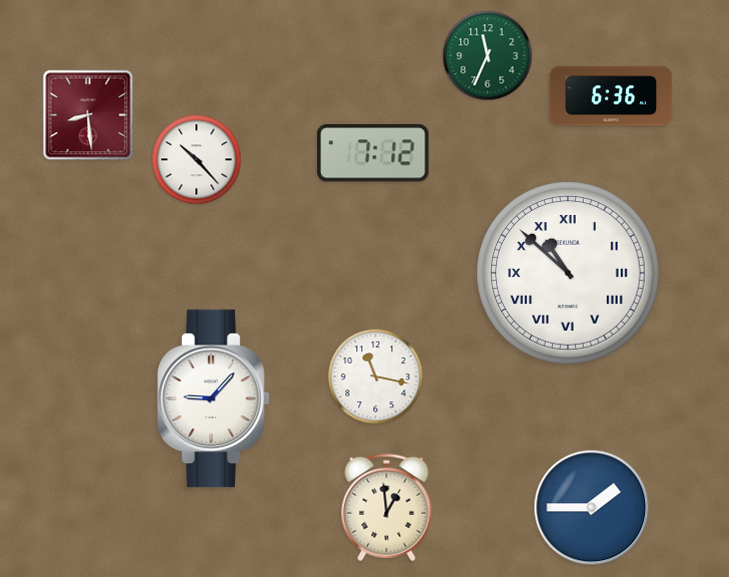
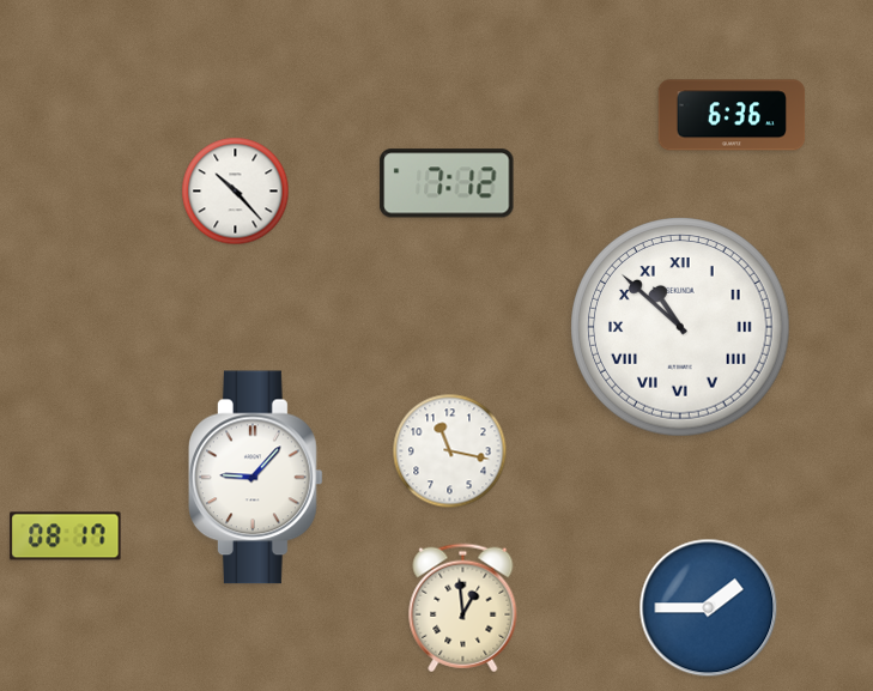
clock at (488, 56): 11:34 -> none
clock at (88, 115): 8:29 -> none
clock at (66, 537): none -> 08:17
